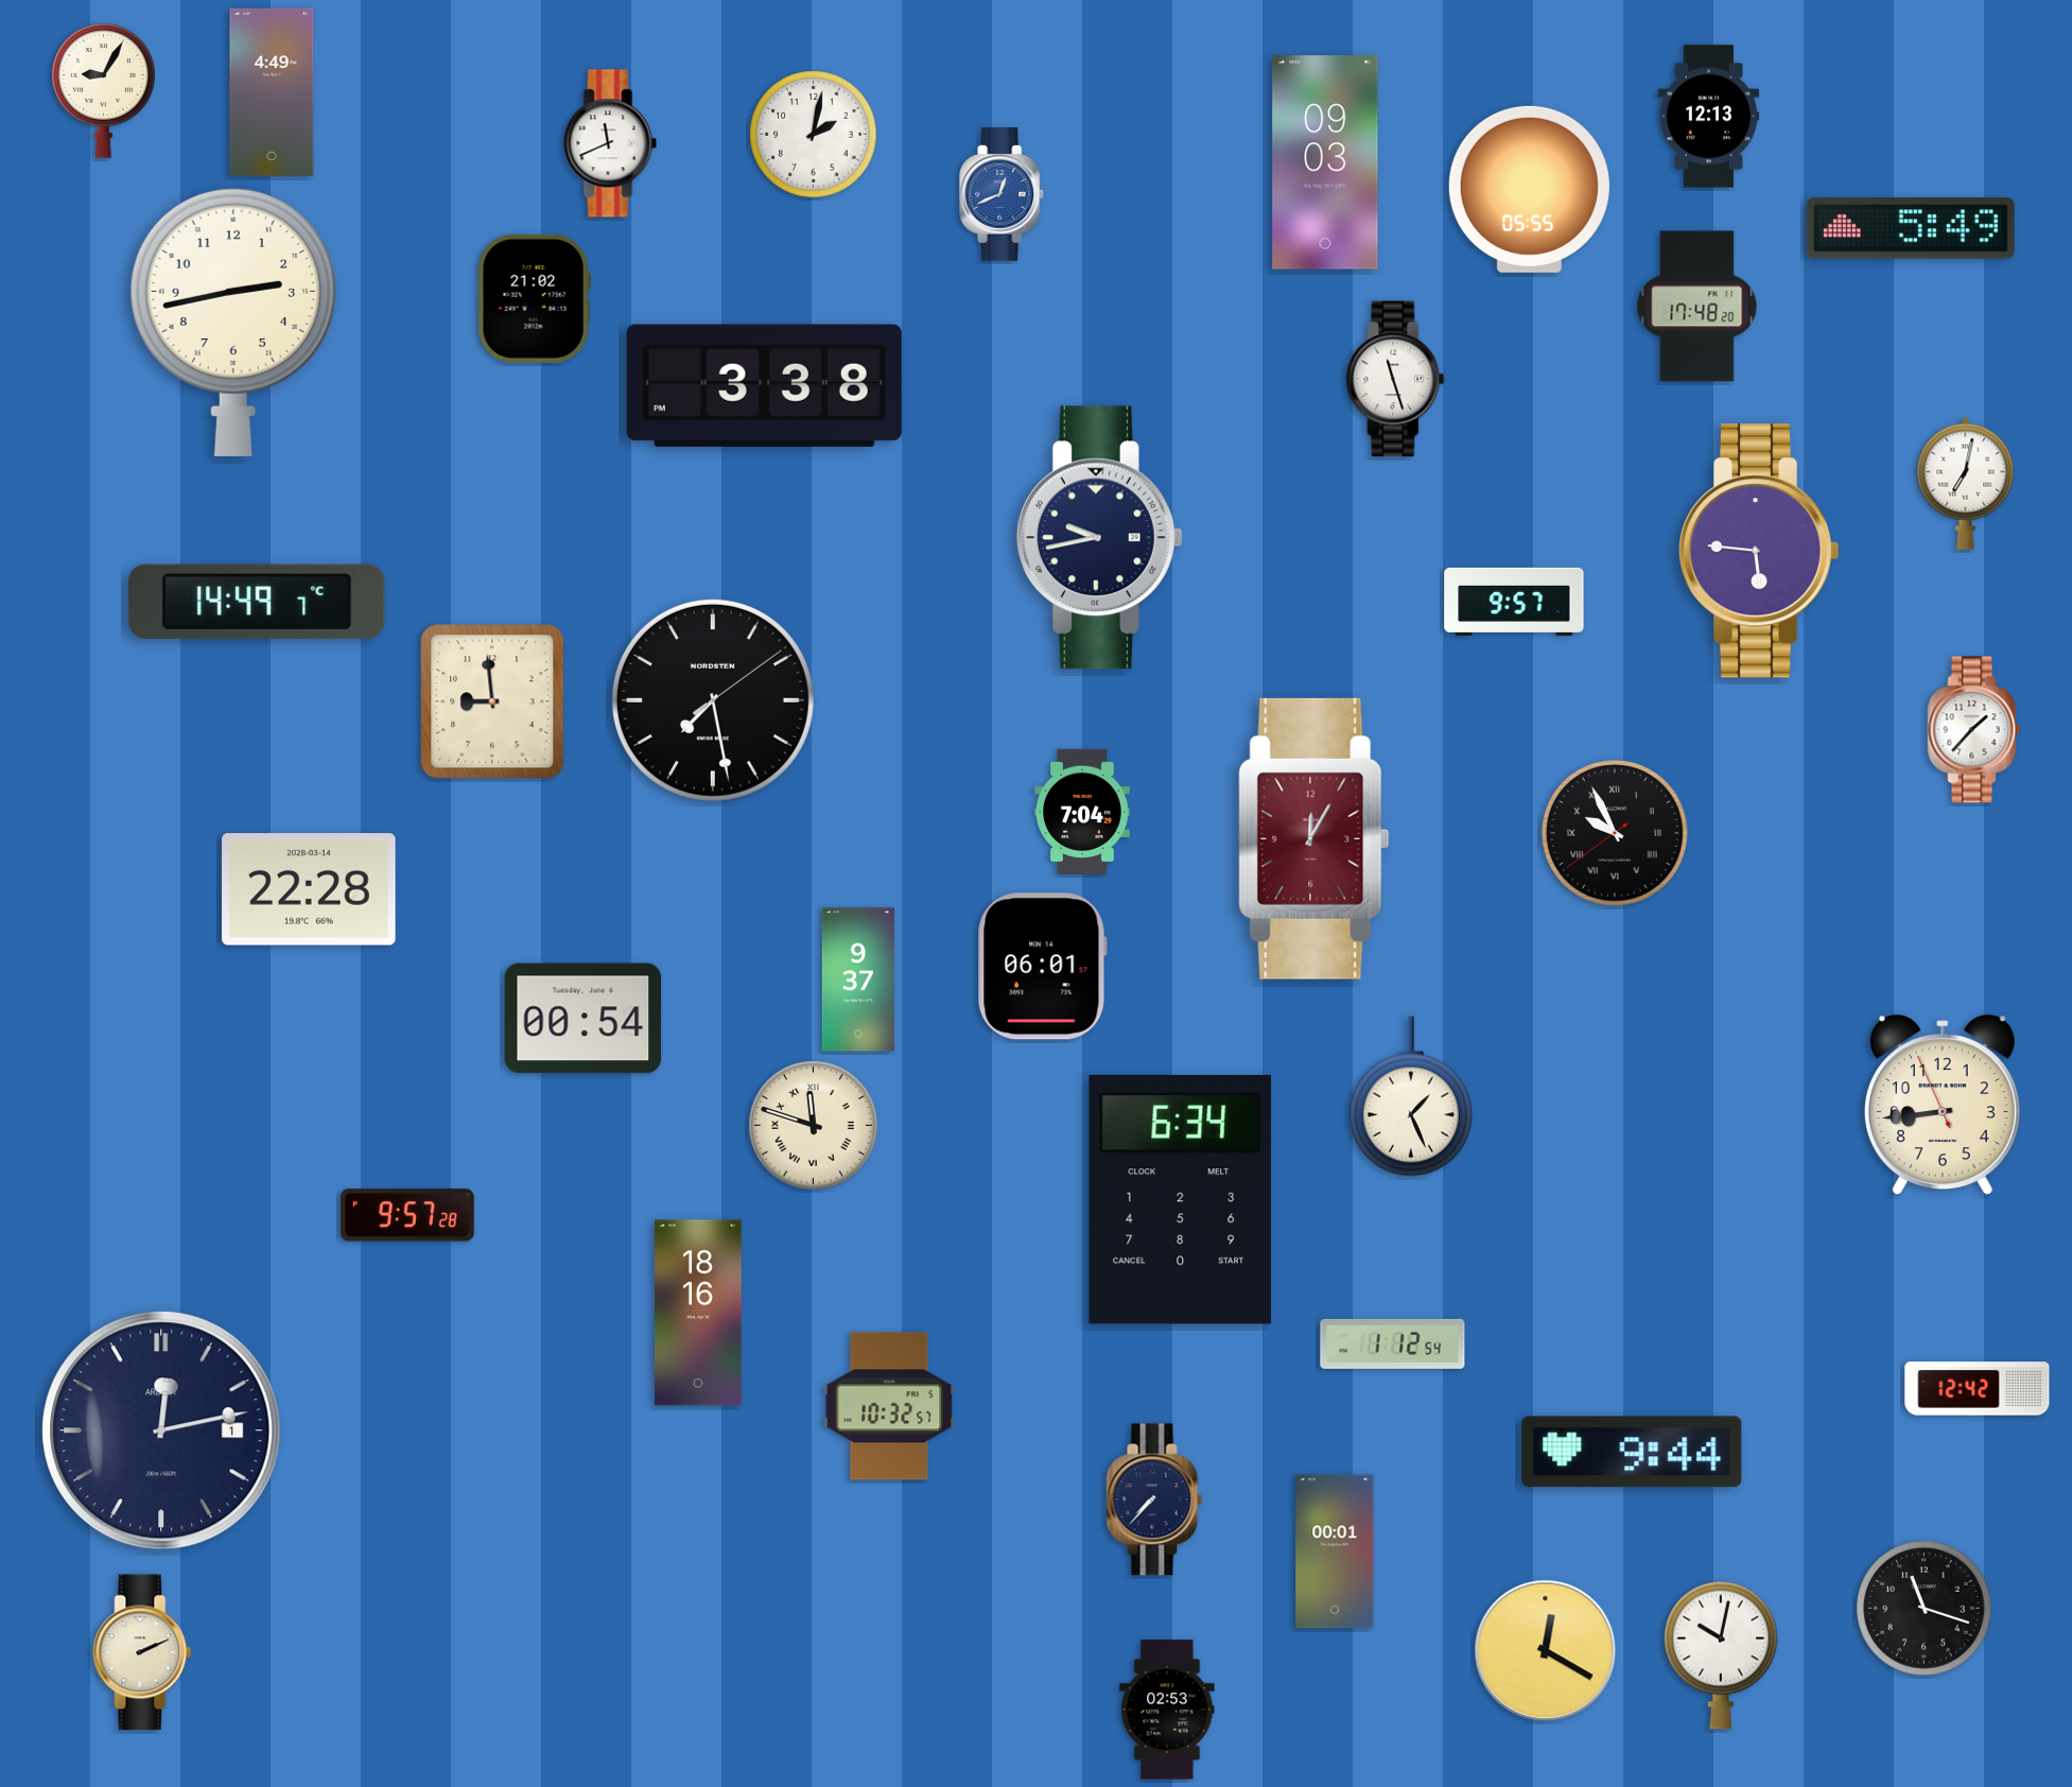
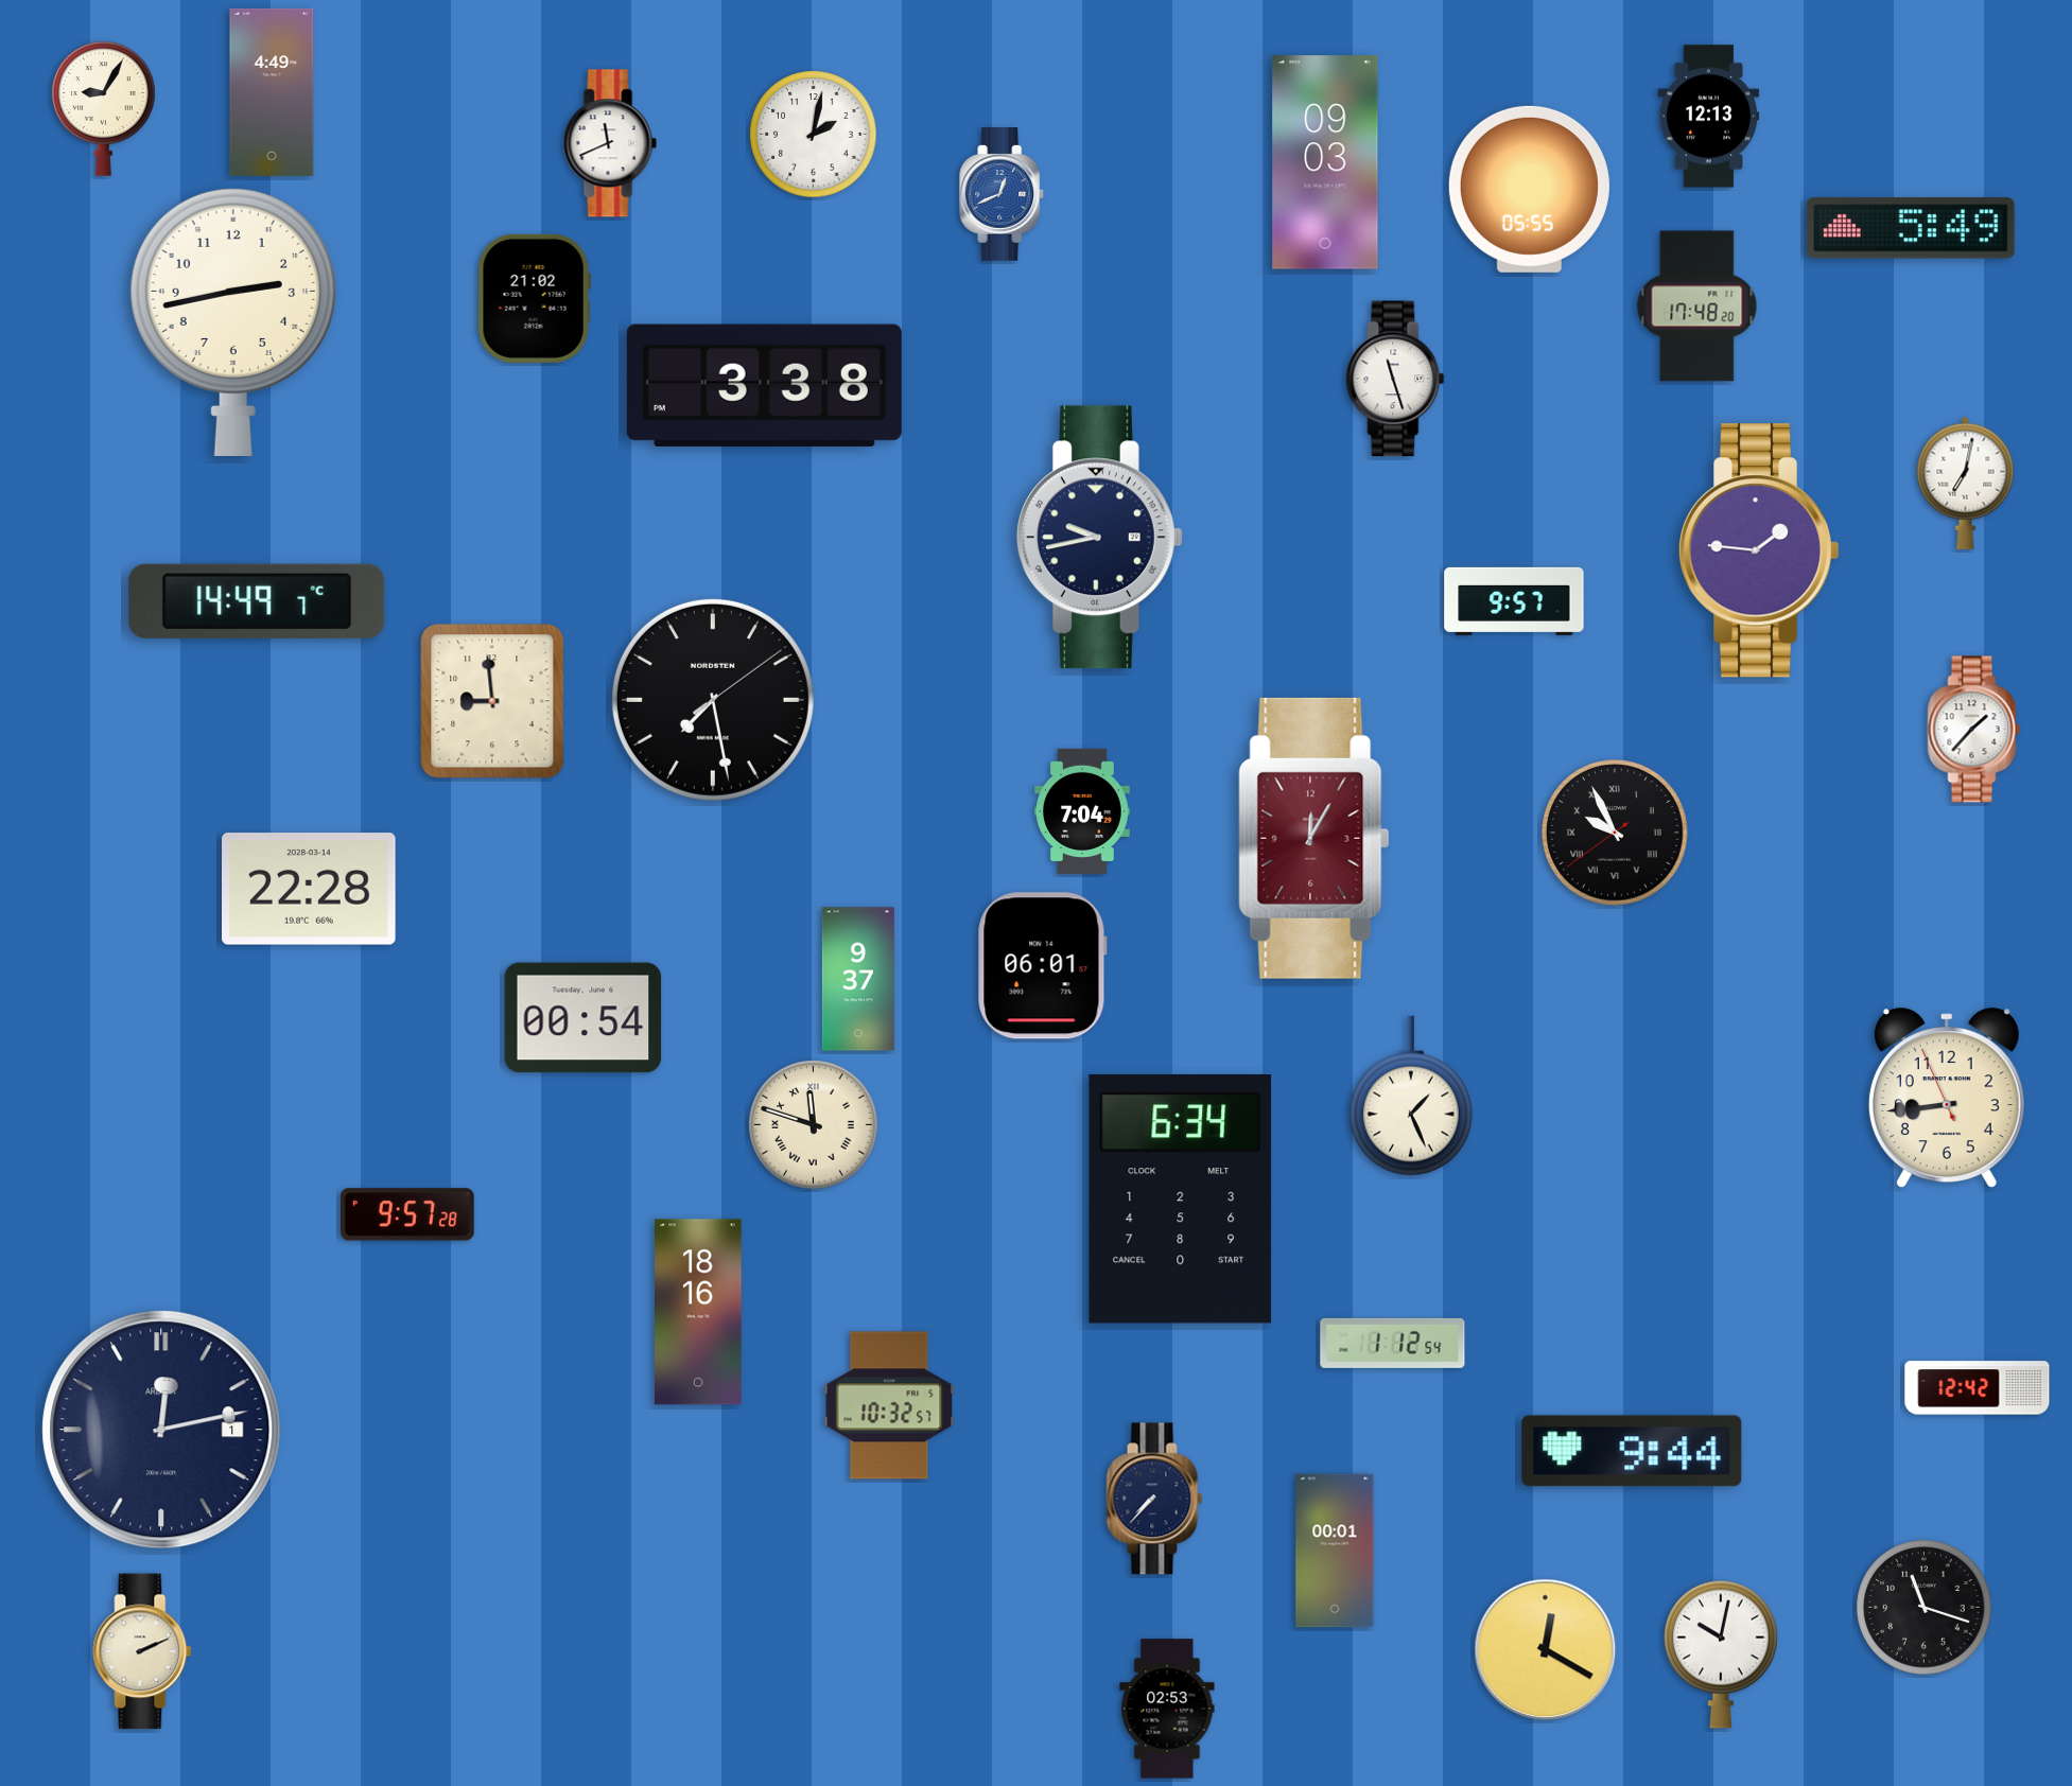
clock at (104, 90) position: (104, 90) -> (104, 108)
clock at (1759, 551): 5:46 -> 1:46
clock at (1943, 1105) position: (1943, 1105) -> (1947, 1098)
